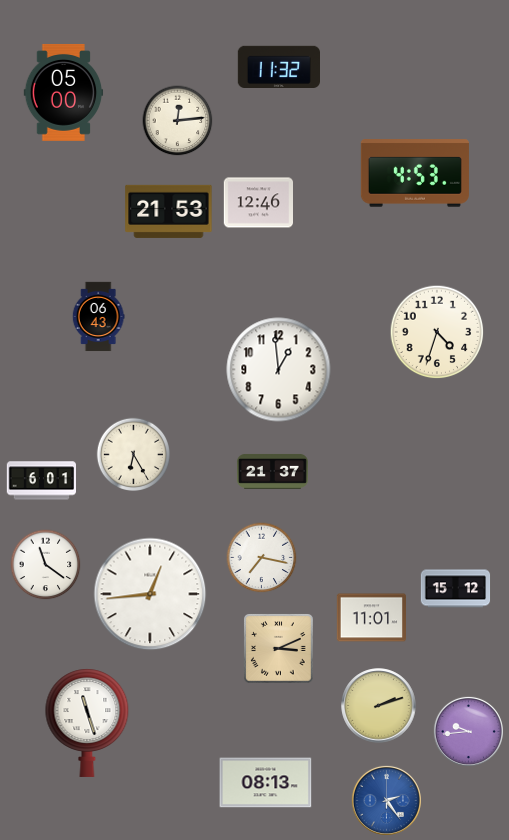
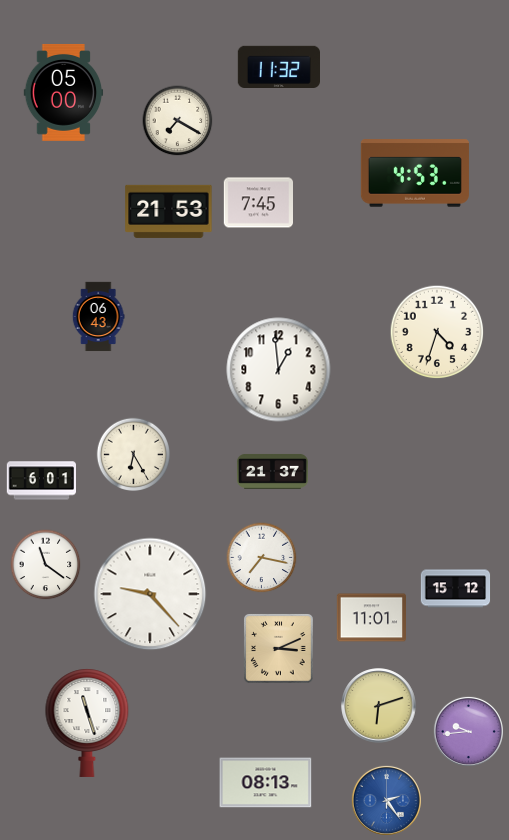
clock at (178, 121): 12:14 -> 7:20
clock at (258, 203): 12:46 -> 7:45
clock at (150, 594): 12:44 -> 9:23
clock at (379, 706): 2:12 -> 6:12
